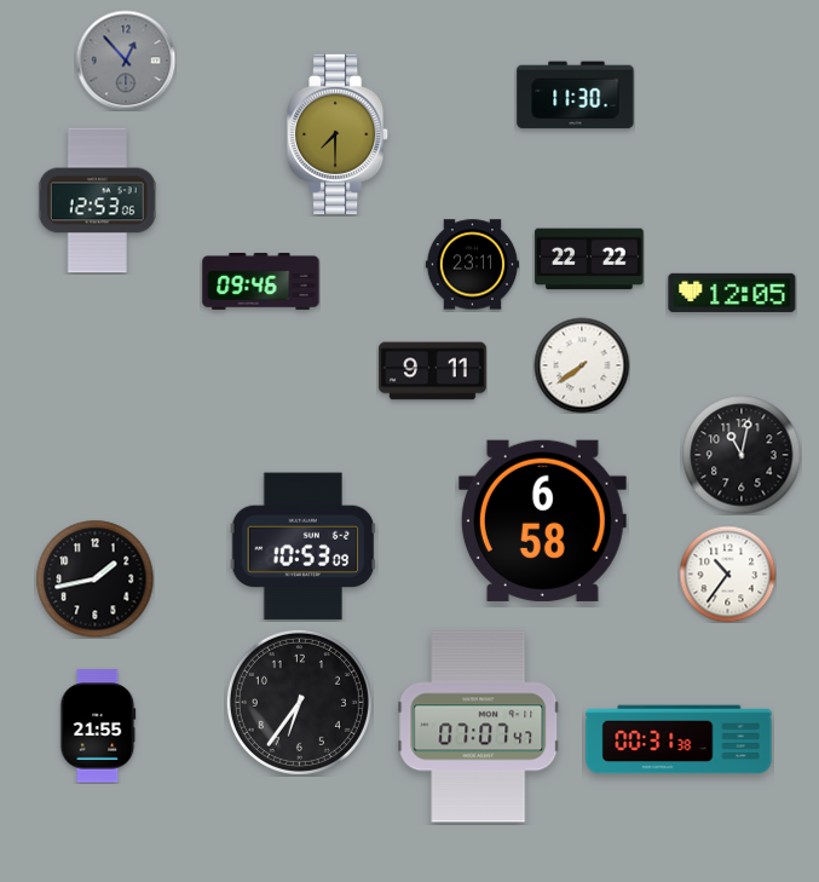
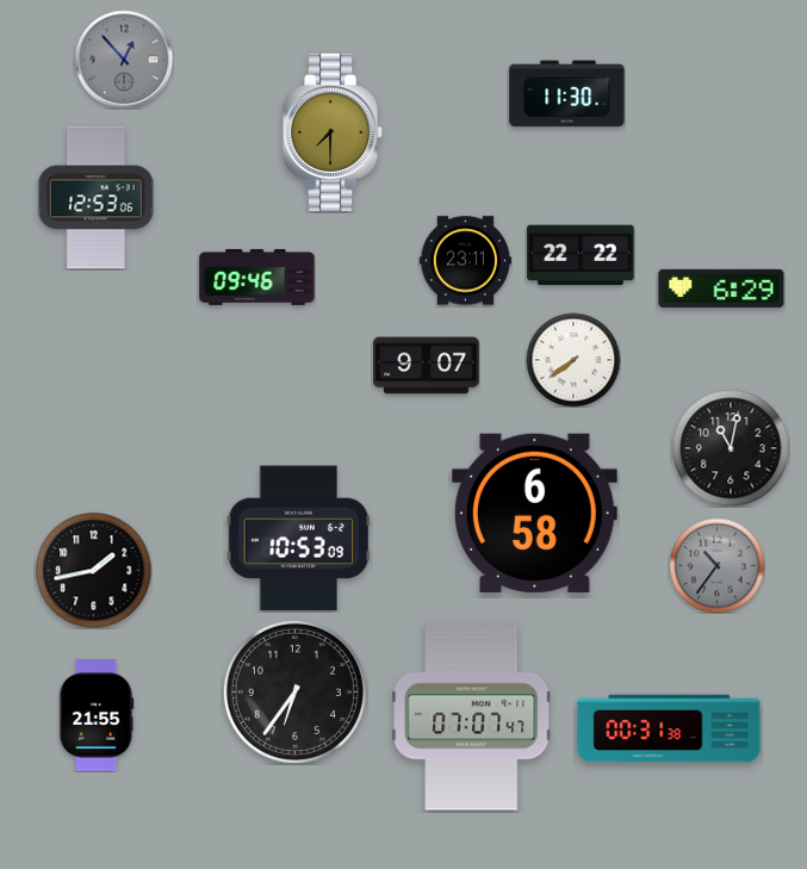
clock at (732, 293): 12:05 -> 6:29
clock at (433, 371): 9:11 -> 9:07
clock at (727, 573) dial: white -> grey
